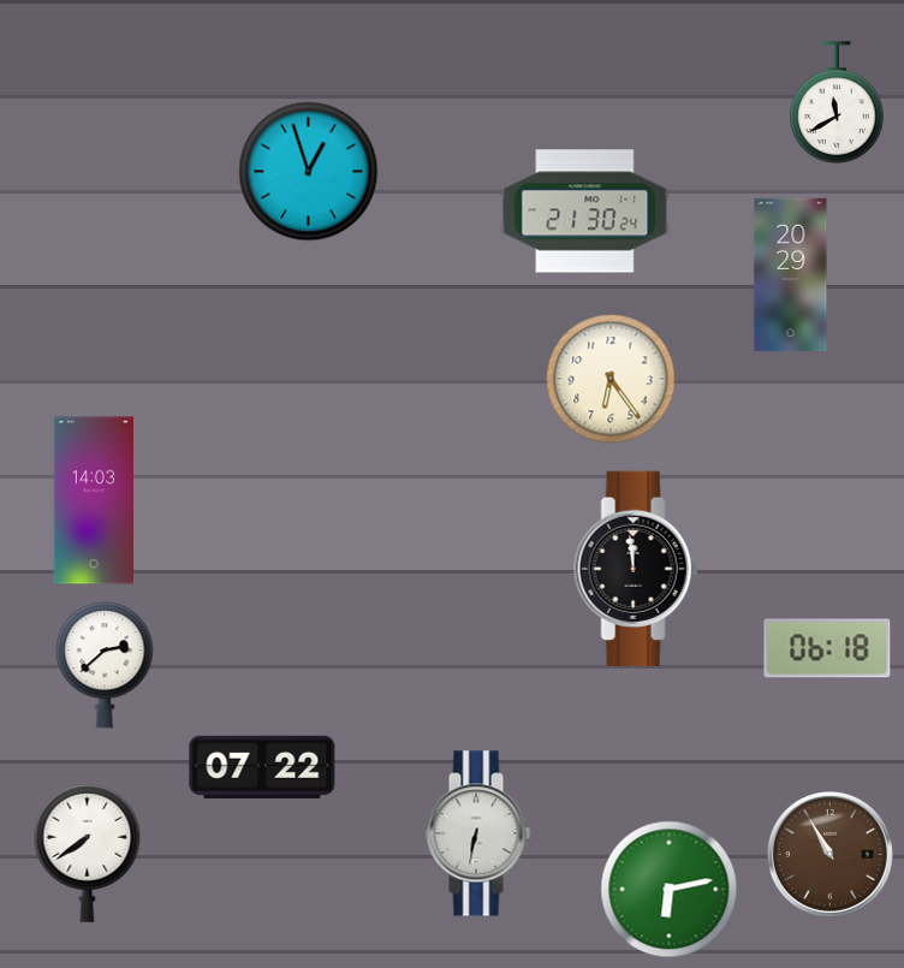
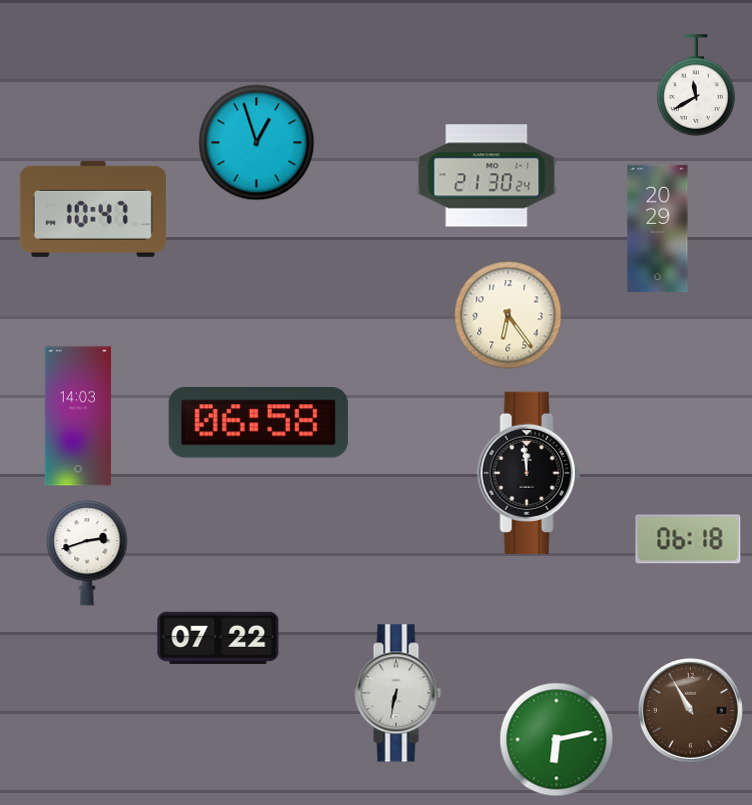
clock at (93, 209): none -> 10:47
clock at (258, 423): none -> 06:58
clock at (105, 665): 2:38 -> 2:42
clock at (88, 853): 7:39 -> none
